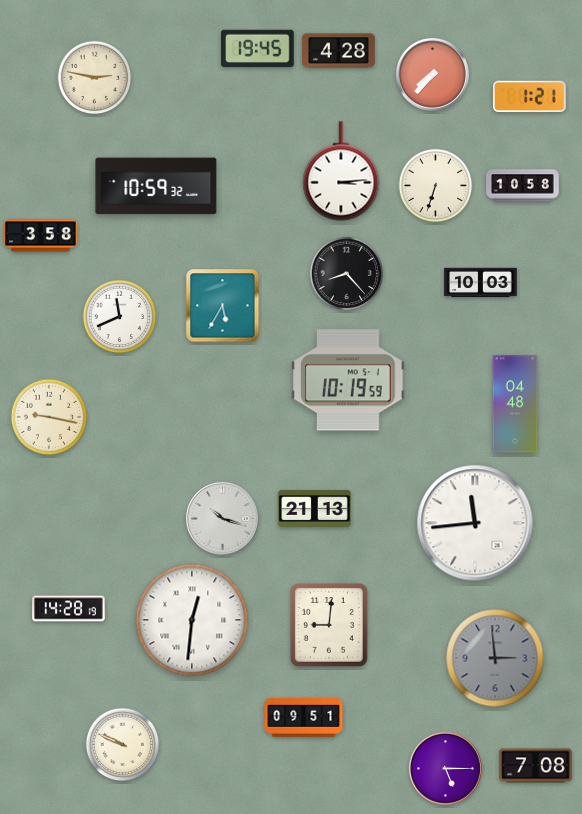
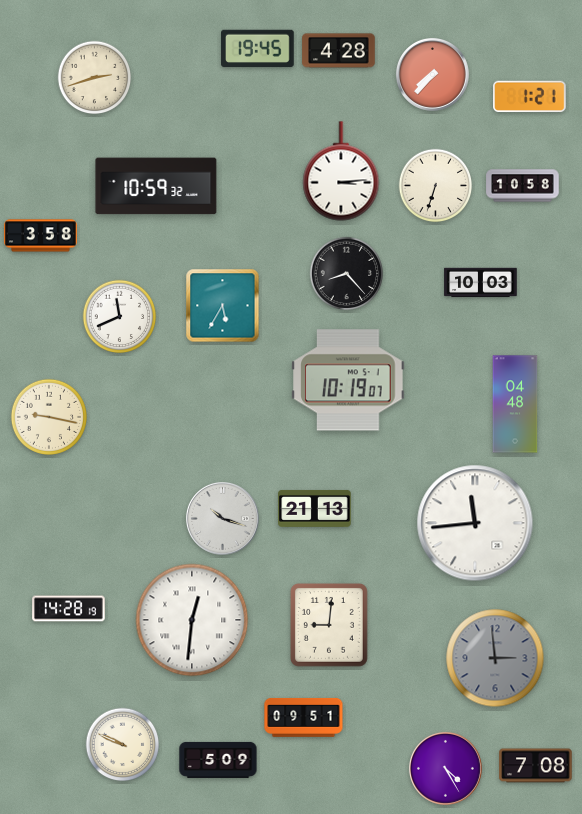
clock at (95, 78): 2:47 -> 2:42
clock at (348, 380): 10:19:59 -> 10:19:07
clock at (218, 760): none -> 5:09
clock at (445, 768): 5:15 -> 4:25
